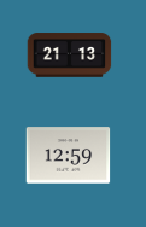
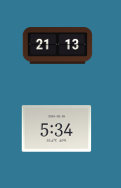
clock at (69, 156): 12:59 -> 5:34
